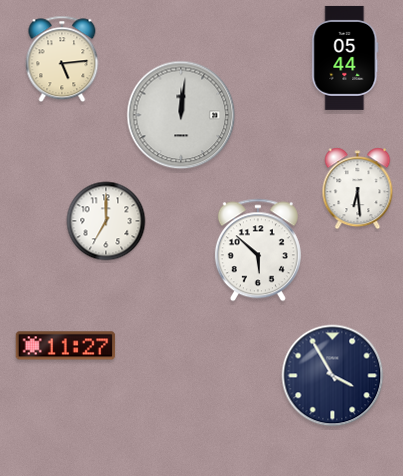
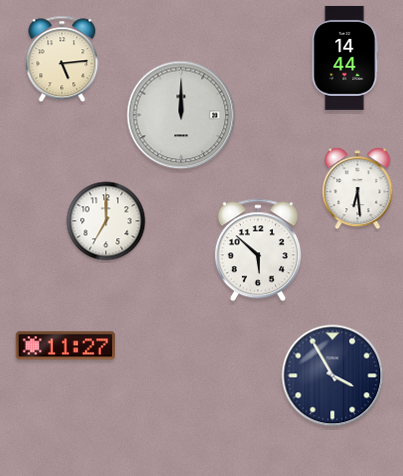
clock at (345, 58): 05:44 -> 14:44
clock at (181, 115): 12:01 -> 12:00
